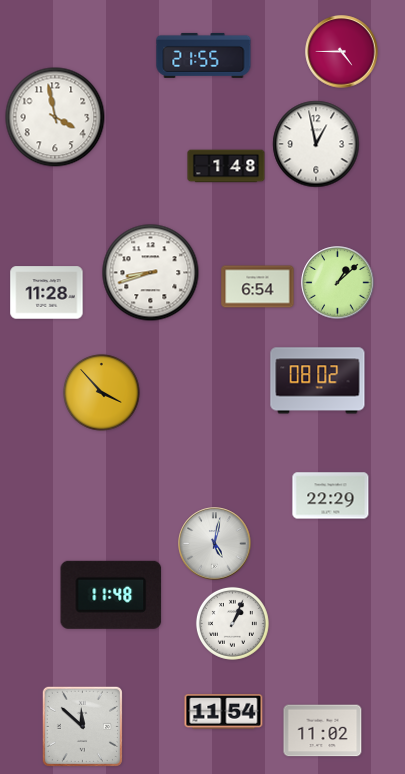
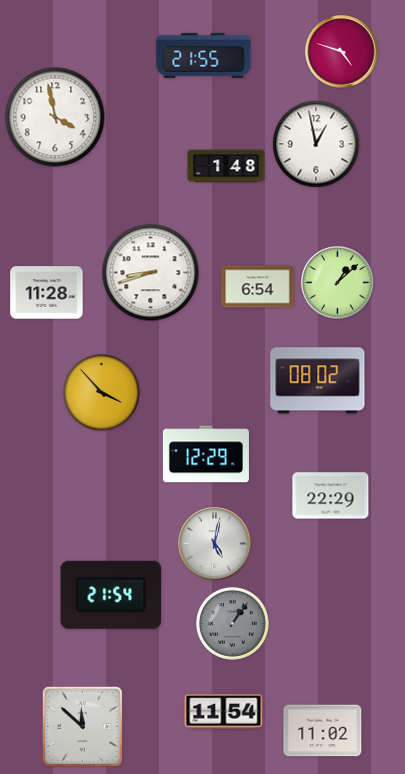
clock at (342, 52): 4:45 -> 4:48
clock at (206, 454): none -> 12:29
clock at (111, 595): 11:48 -> 21:54
clock at (232, 623): 1:04 -> 1:06
clock at (232, 623) dial: white -> grey
